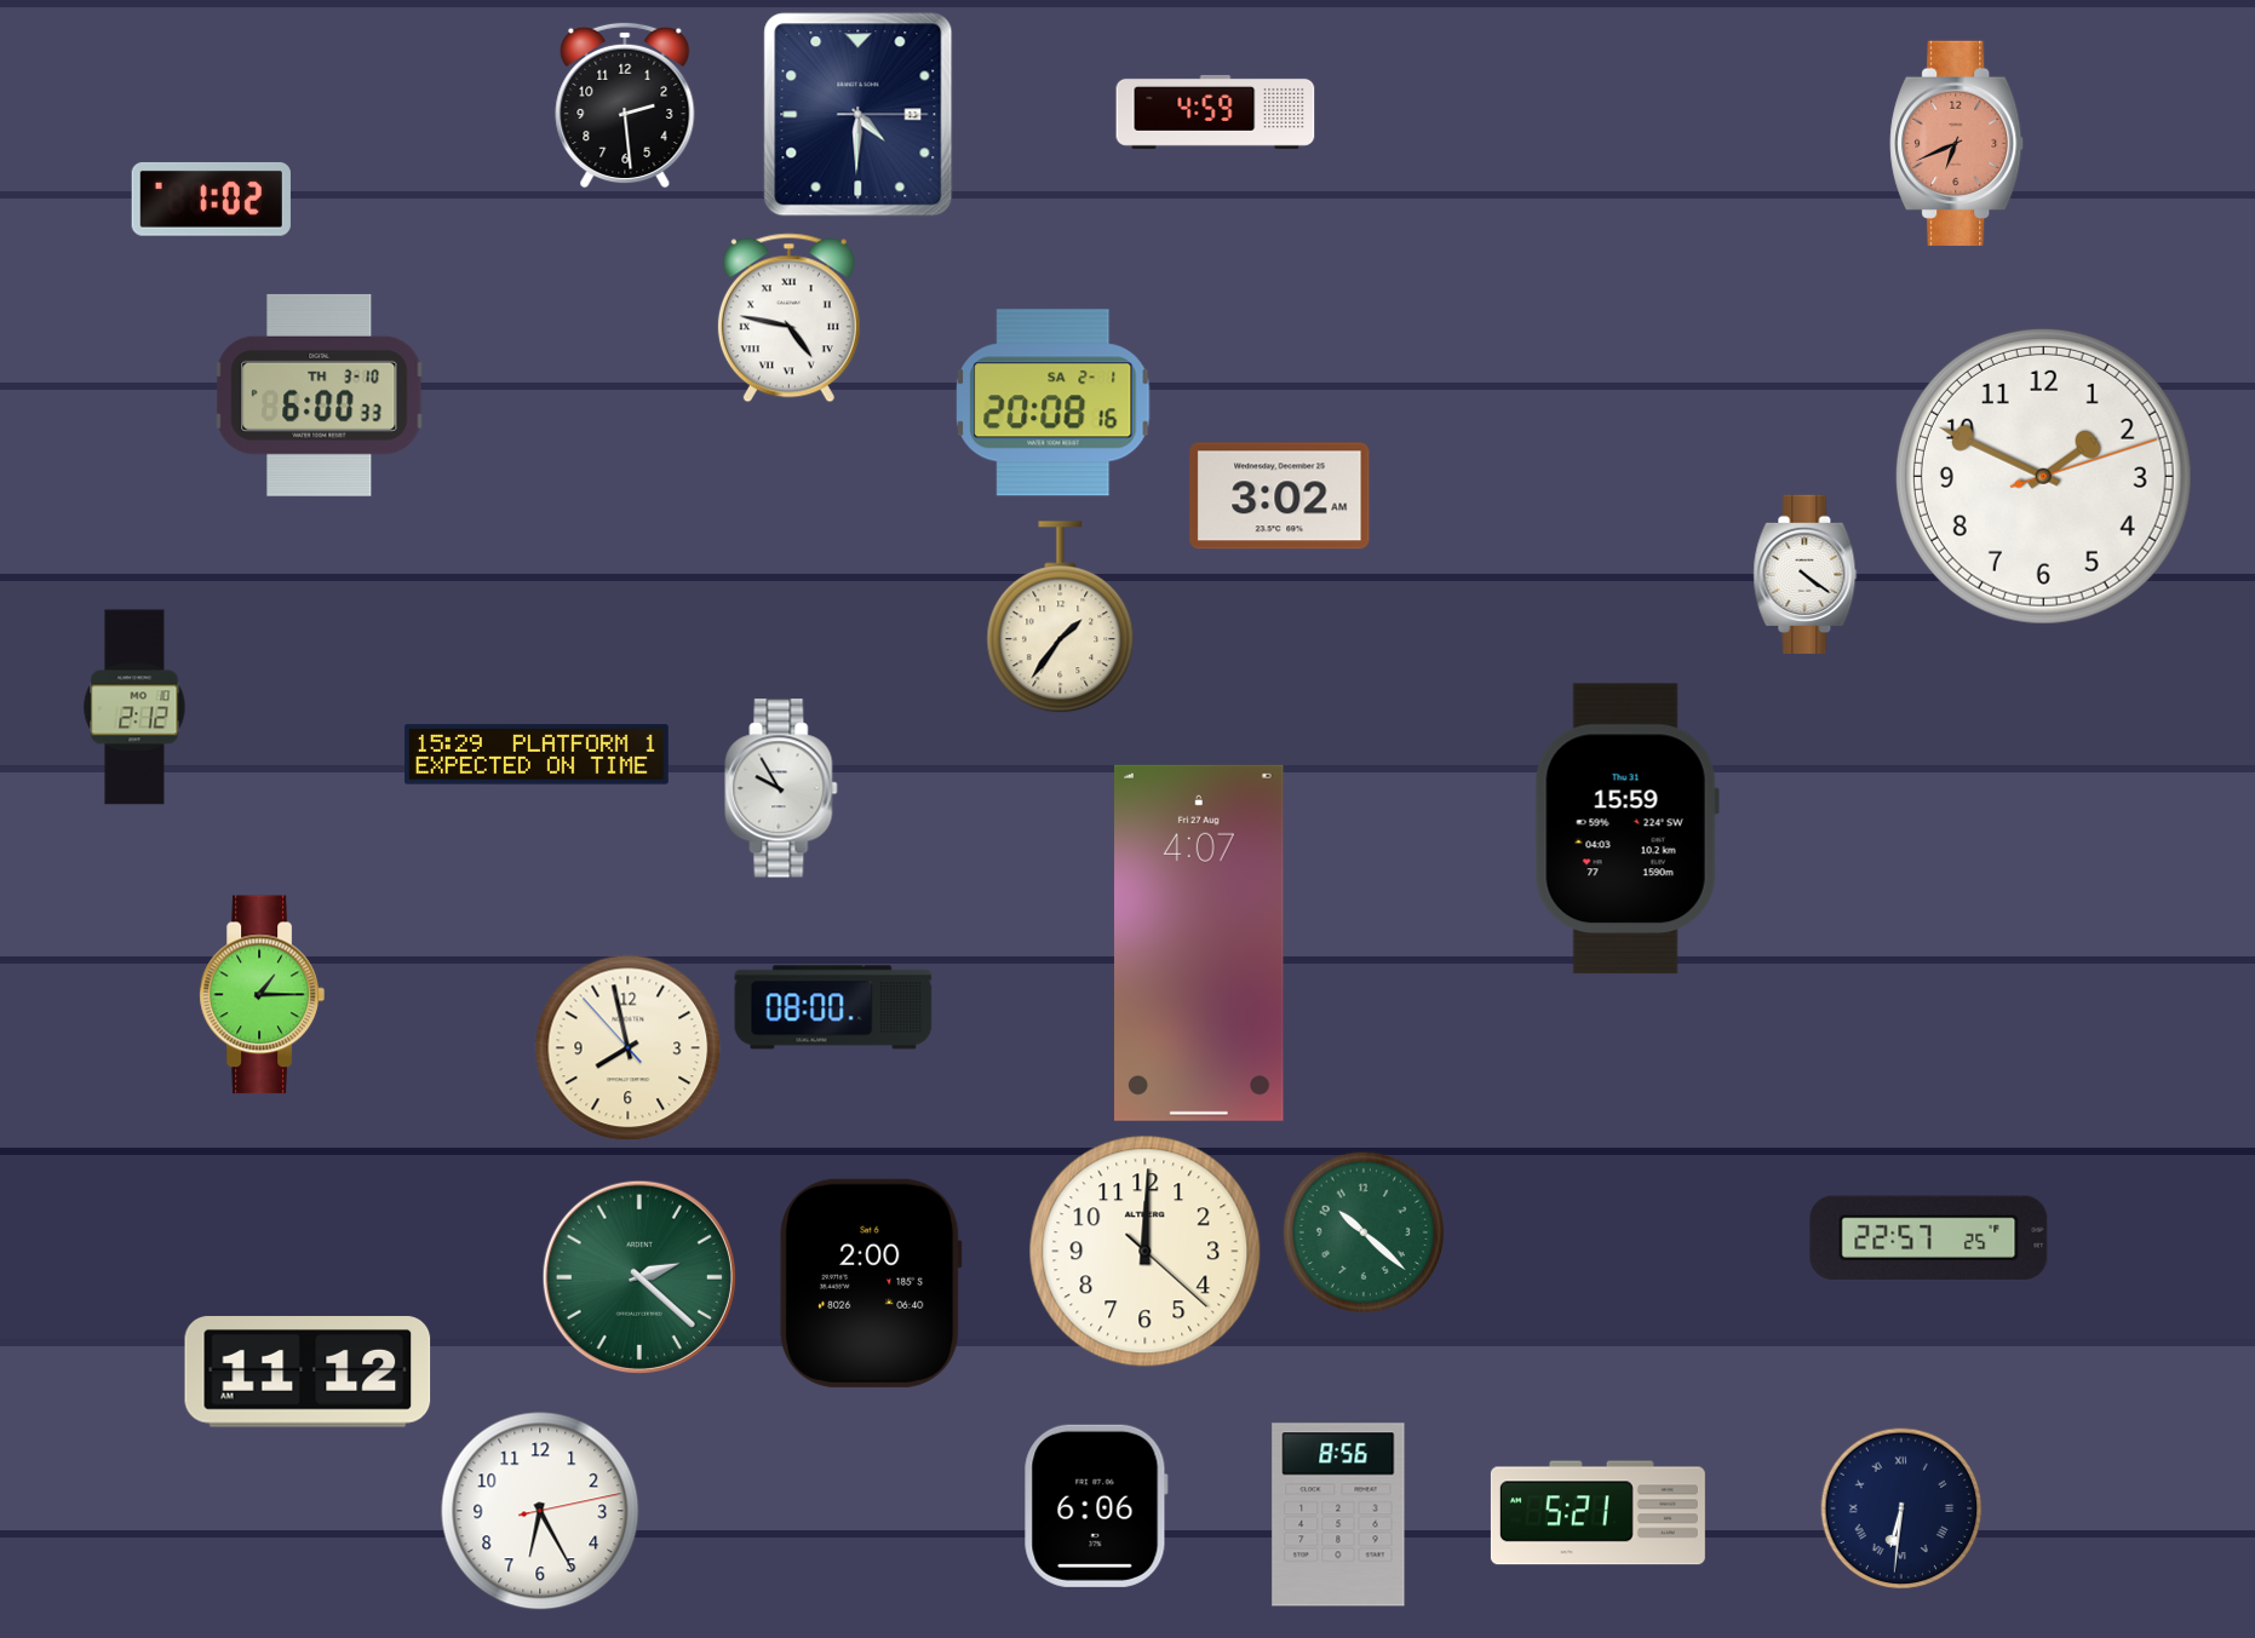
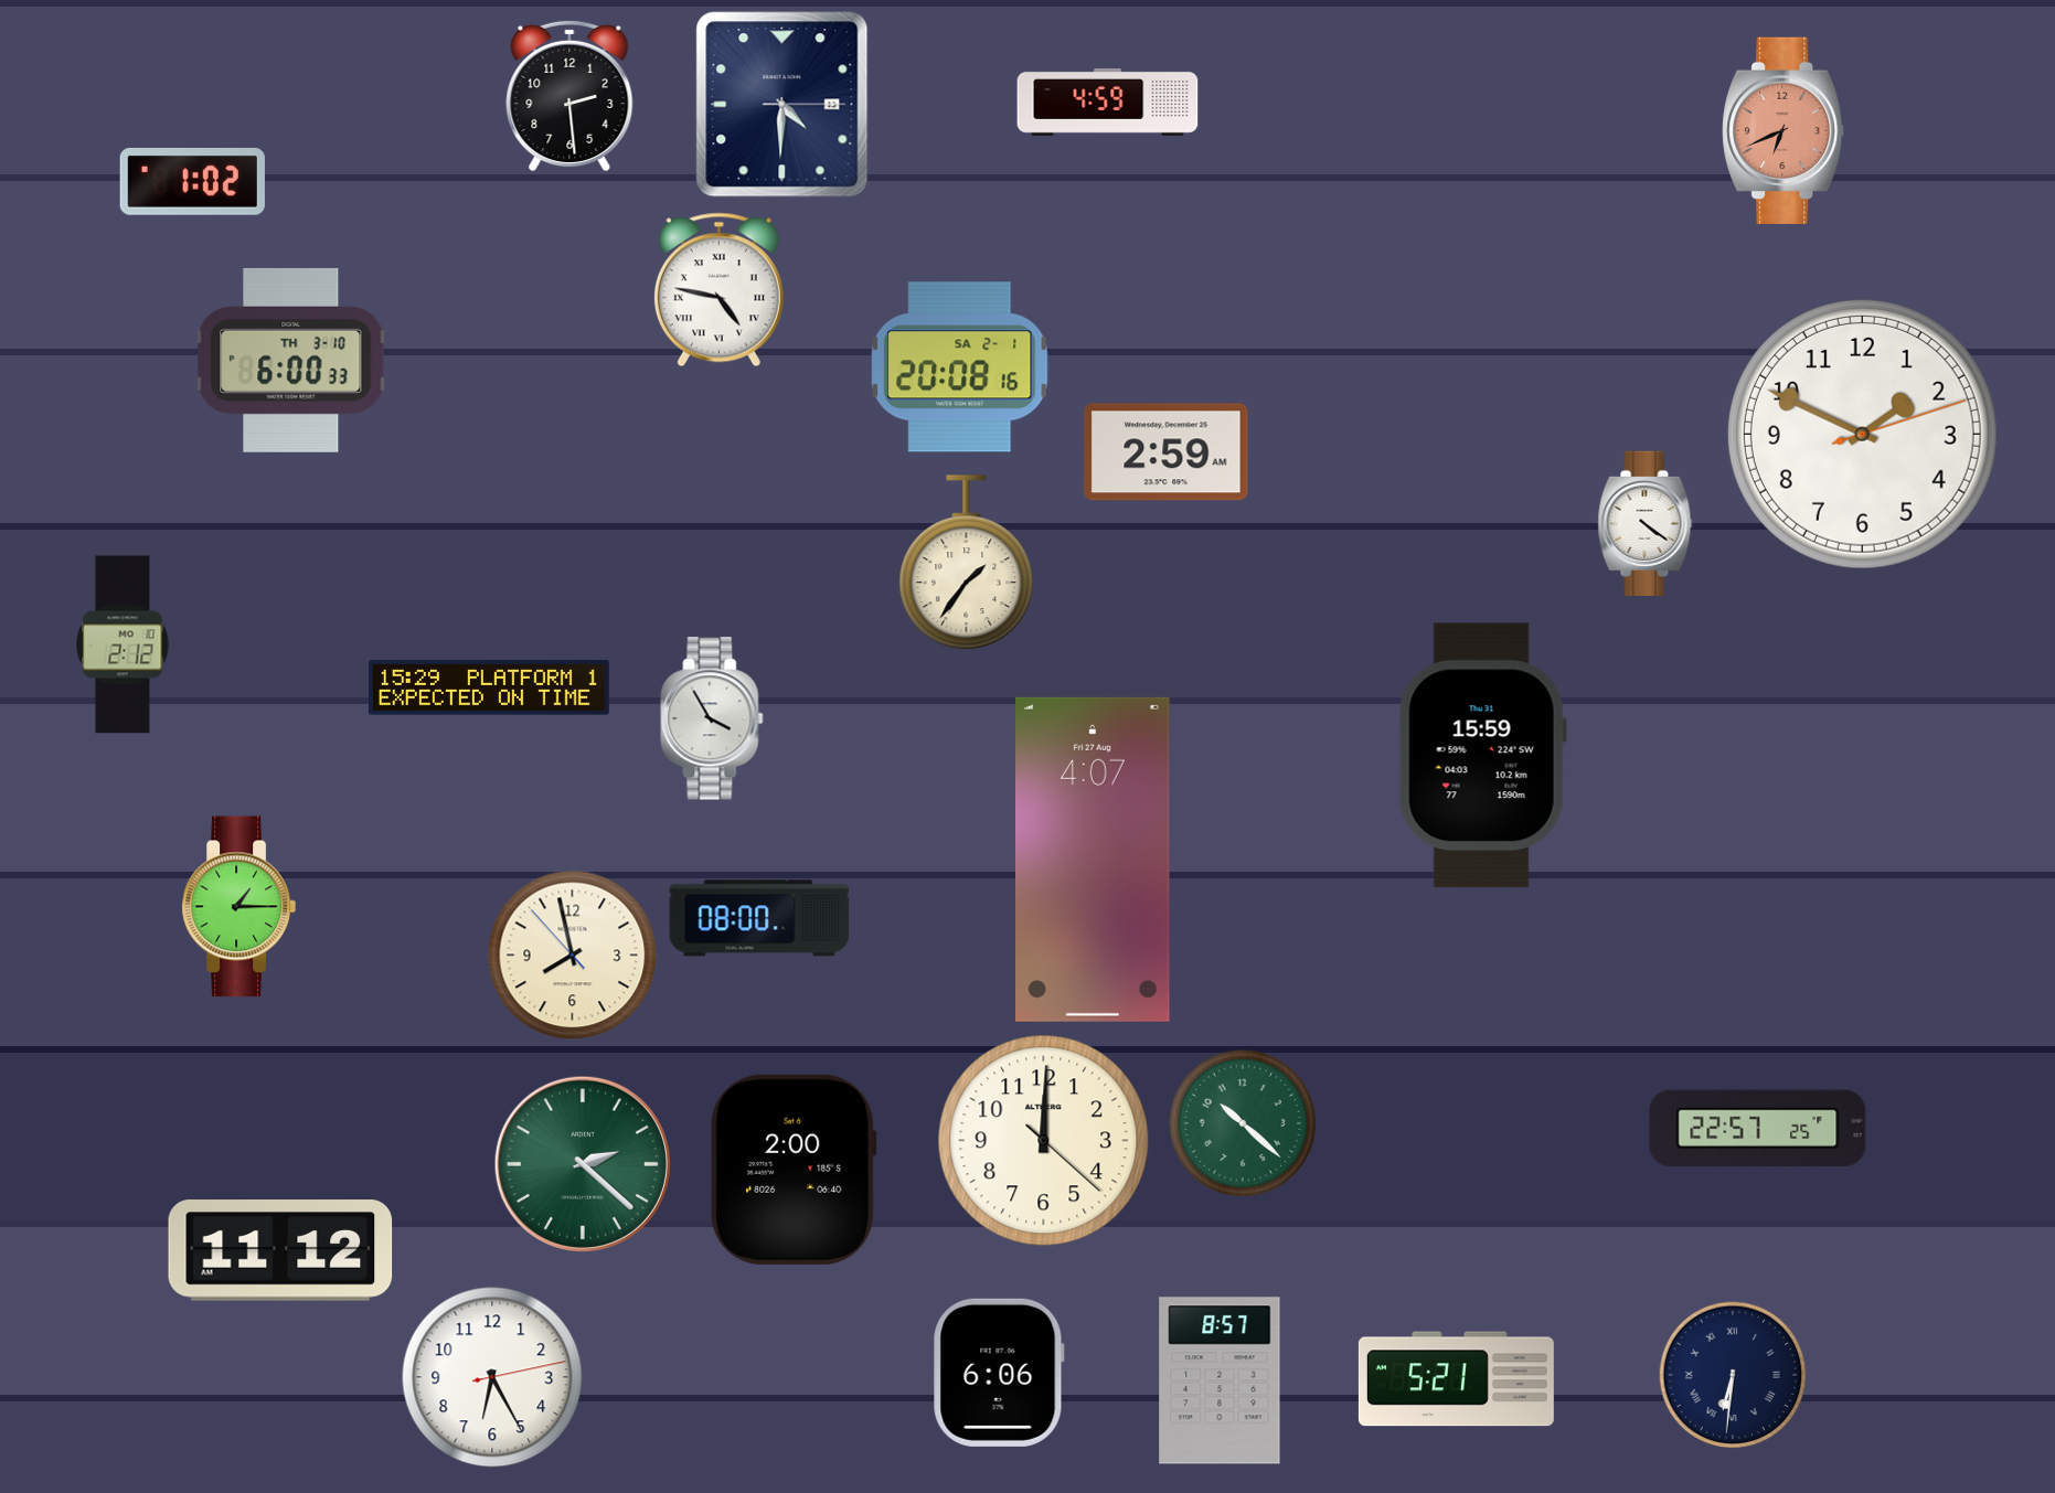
clock at (1280, 496): 3:02 -> 2:59
clock at (781, 788): 9:55 -> 3:55
clock at (1338, 1515): 8:56 -> 8:57
